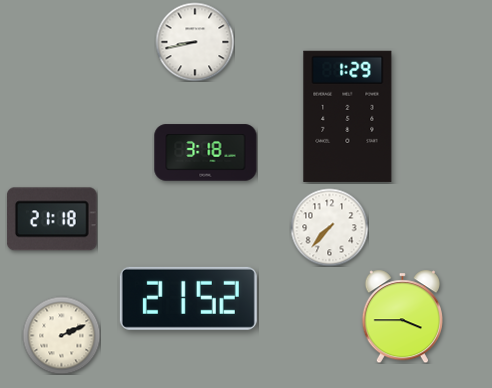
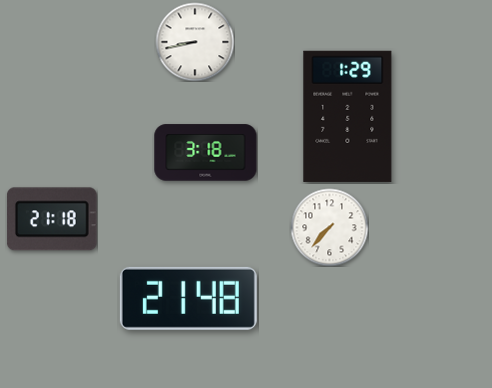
clock at (188, 298): 21:52 -> 21:48
clock at (402, 316): 3:45 -> none
clock at (61, 335): 2:11 -> none
